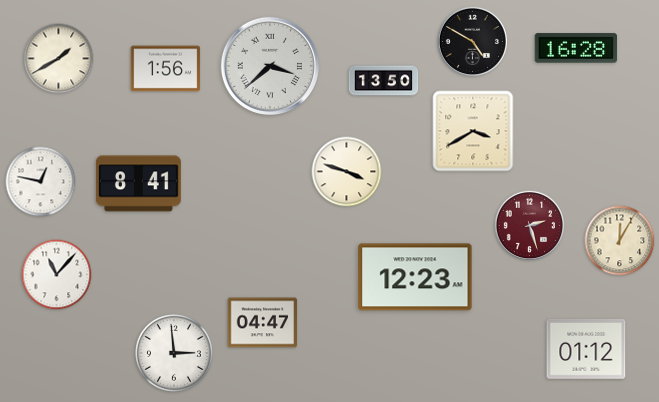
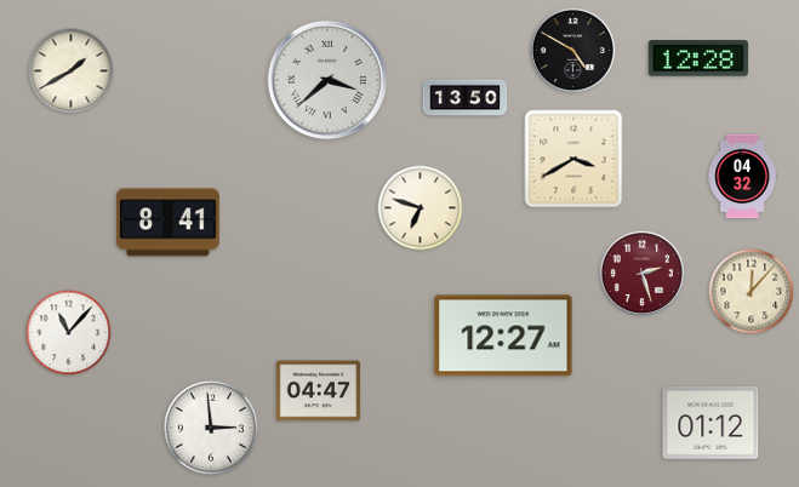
clock at (576, 48): 16:28 -> 12:28
clock at (166, 69): 1:56 -> none
clock at (742, 177): none -> 04:32
clock at (347, 172): 3:48 -> 6:48
clock at (41, 182): 12:47 -> none
clock at (620, 241): 12:05 -> 12:07
clock at (415, 277): 12:23 -> 12:27
